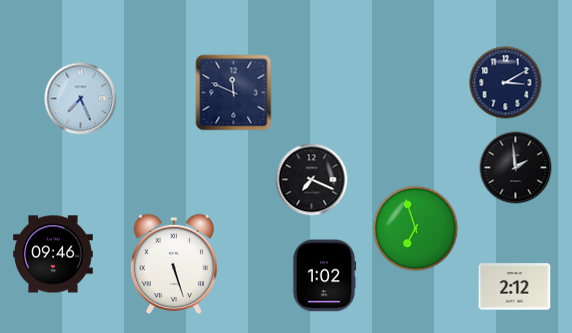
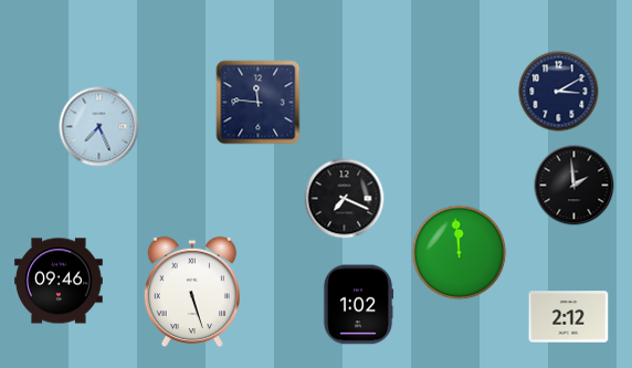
clock at (234, 93): 11:49 -> 11:46
clock at (81, 99) position: (81, 99) -> (99, 127)
clock at (516, 168) position: (516, 168) -> (575, 186)
clock at (416, 229): 6:57 -> 11:59
